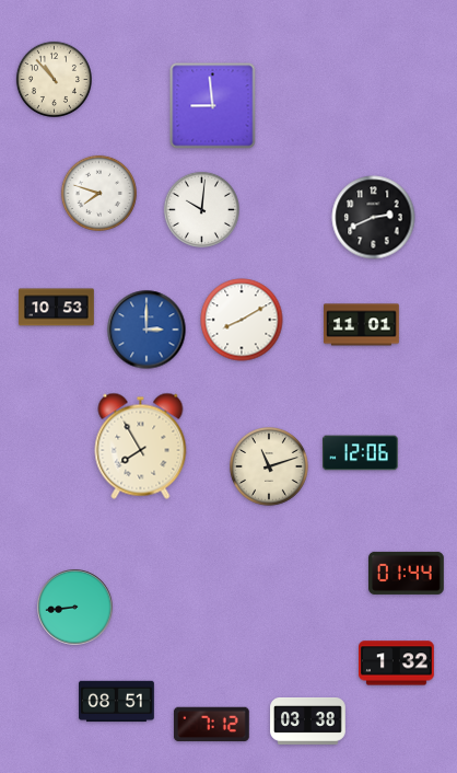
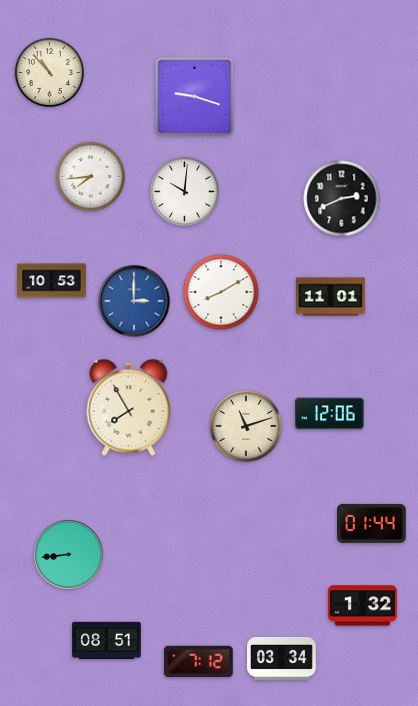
clock at (213, 106): 8:59 -> 9:18
clock at (98, 193): 7:48 -> 7:44
clock at (308, 722): 03:38 -> 03:34
clock at (211, 725) position: (211, 725) -> (198, 662)
